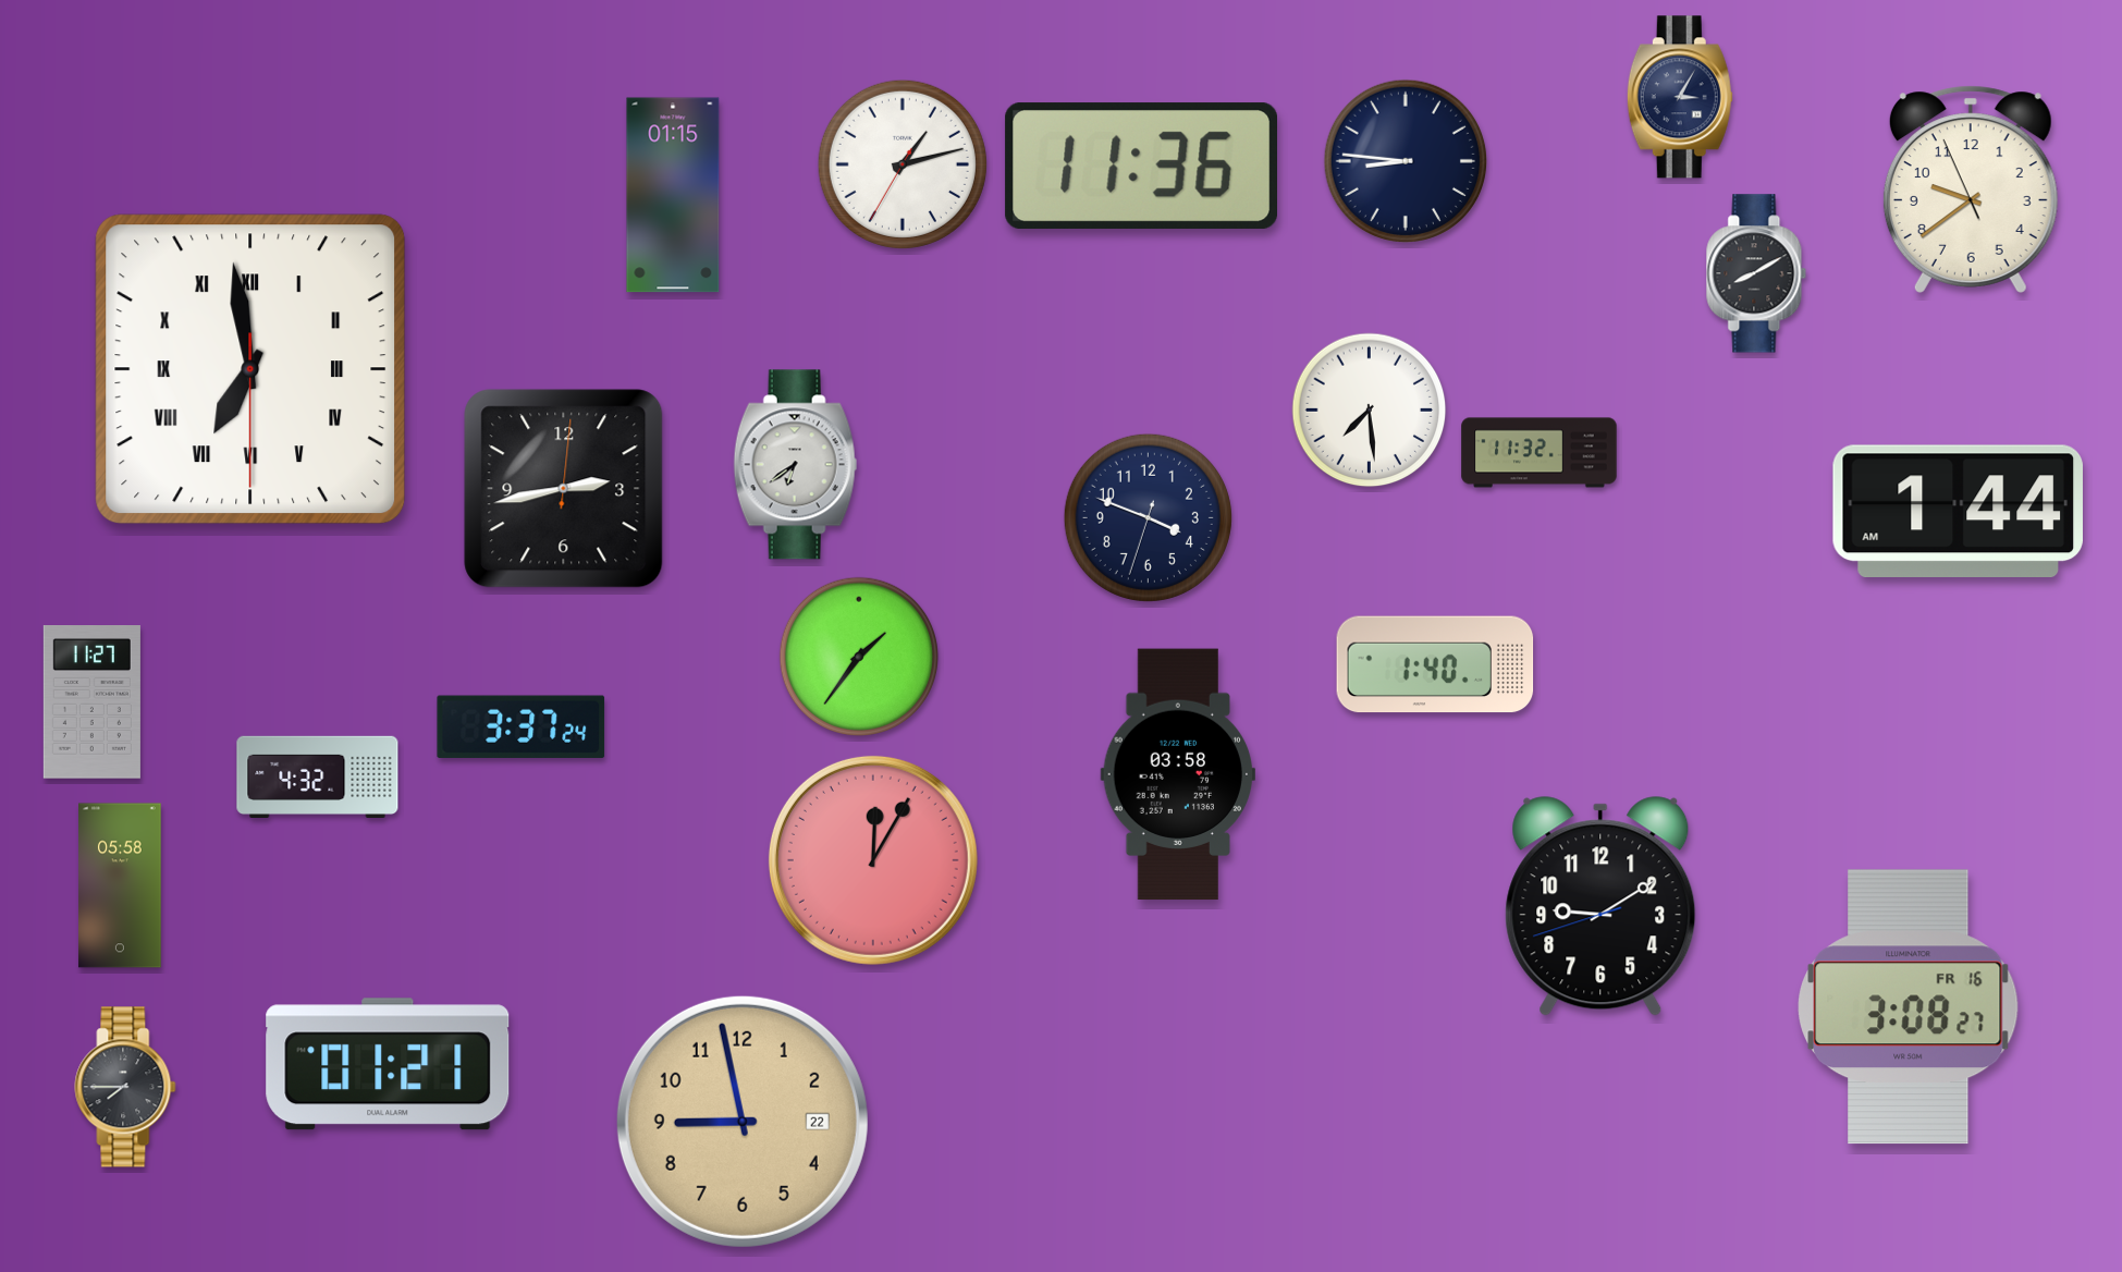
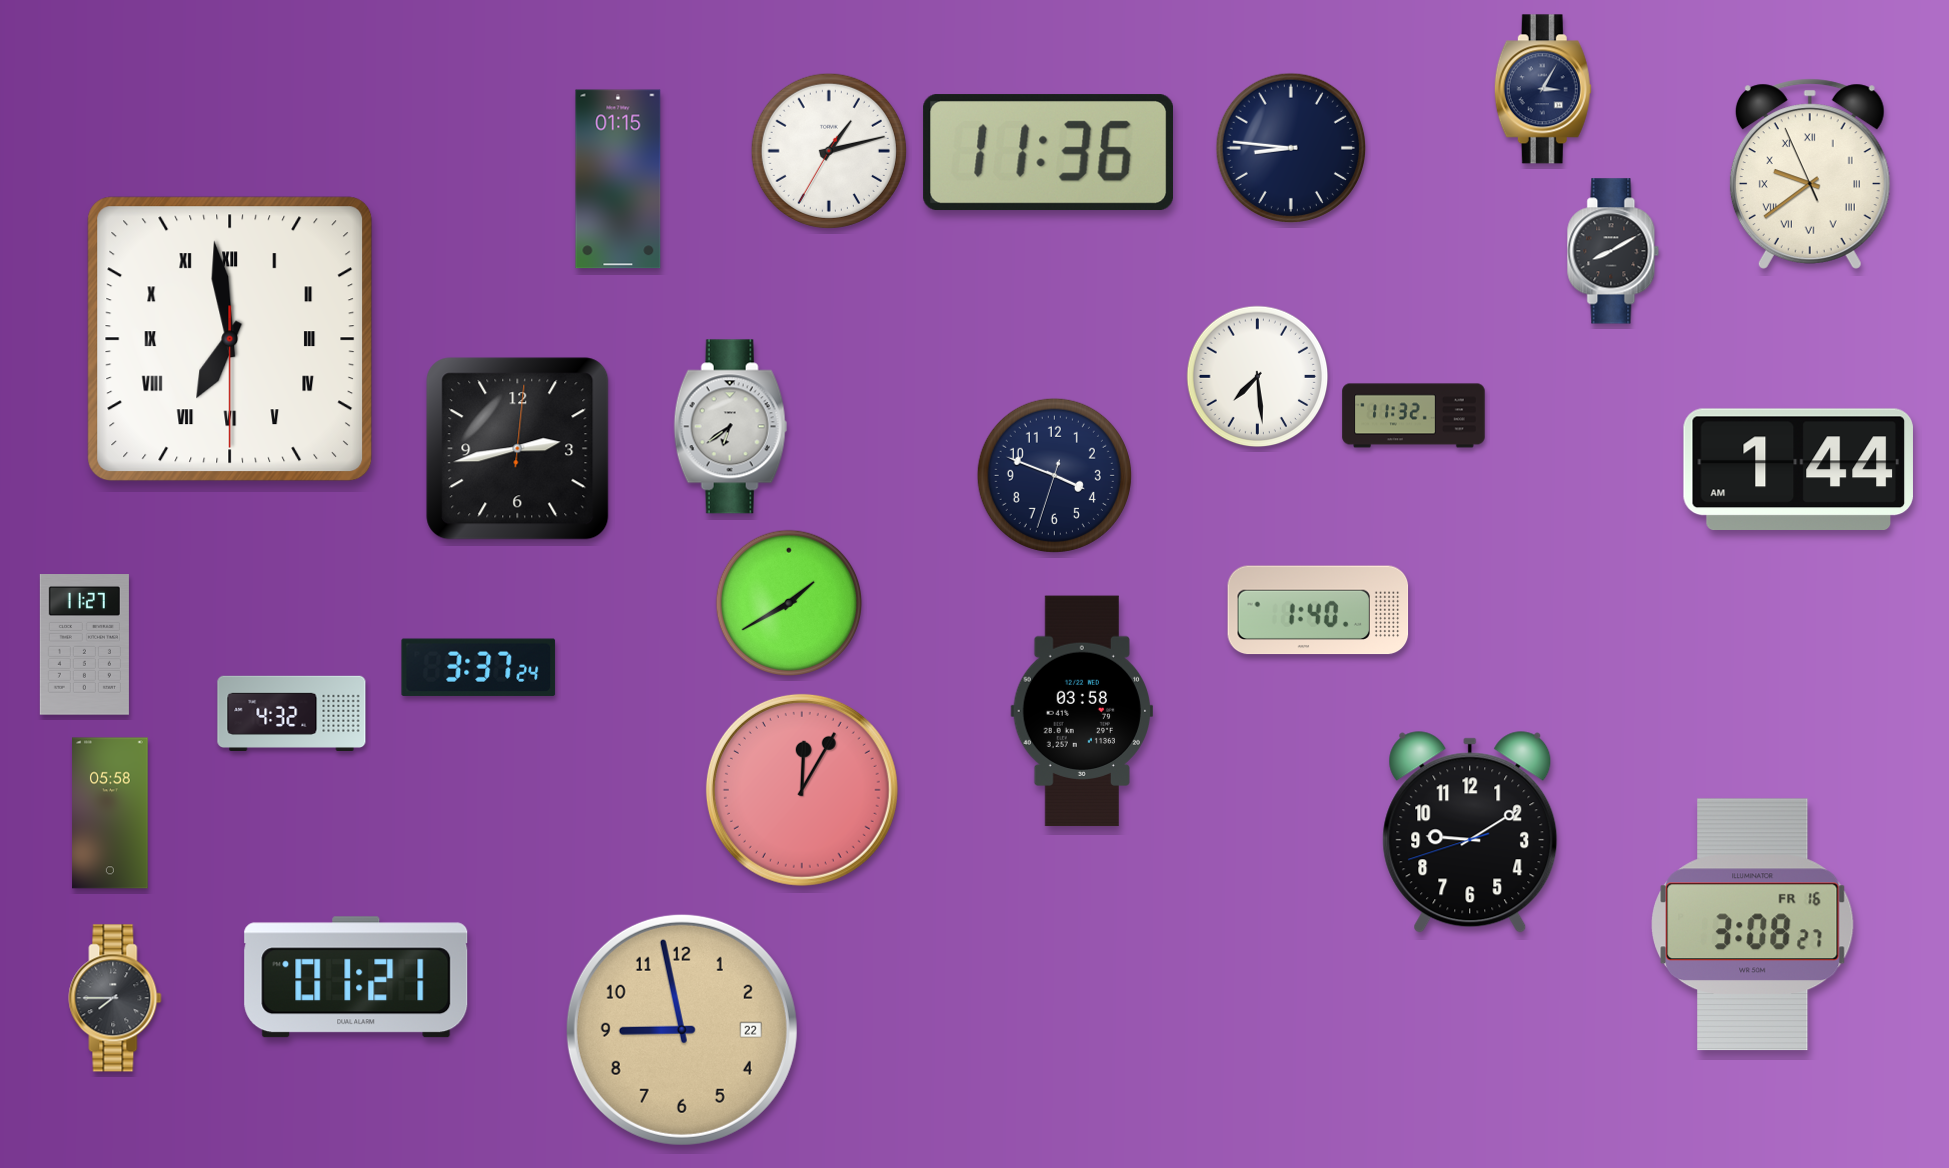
clock at (1971, 189) numerals: Arabic -> Roman
clock at (859, 657): 1:36 -> 1:40
